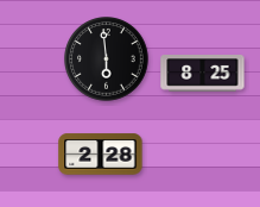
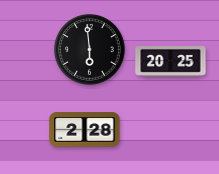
clock at (203, 74): 8:25 -> 20:25
